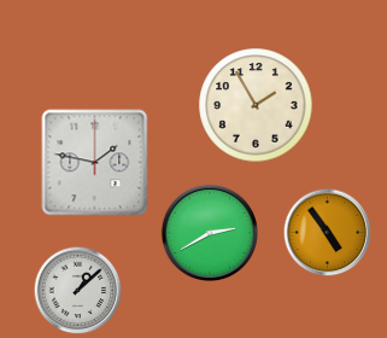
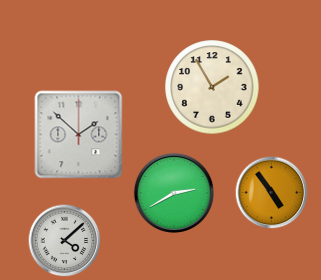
clock at (95, 163): 1:47 -> 1:52
clock at (78, 291): 1:08 -> 4:08
